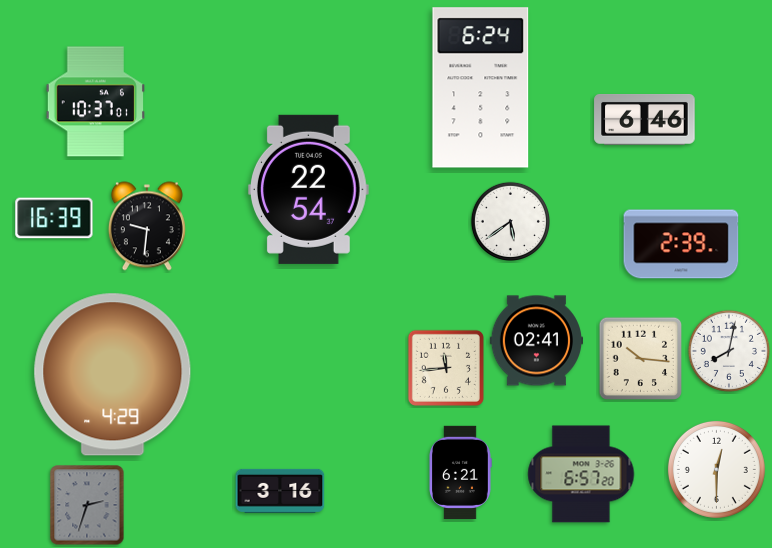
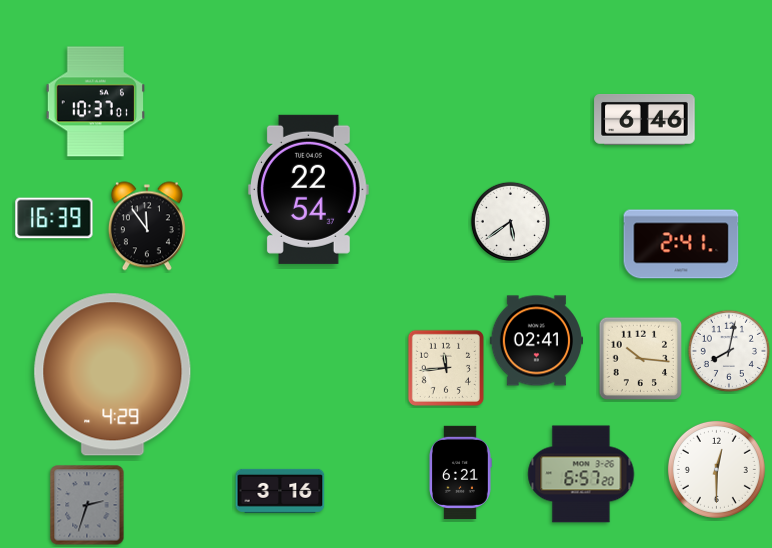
clock at (481, 88): 6:24 -> none
clock at (147, 226): 9:31 -> 11:54
clock at (681, 244): 2:39 -> 2:41
